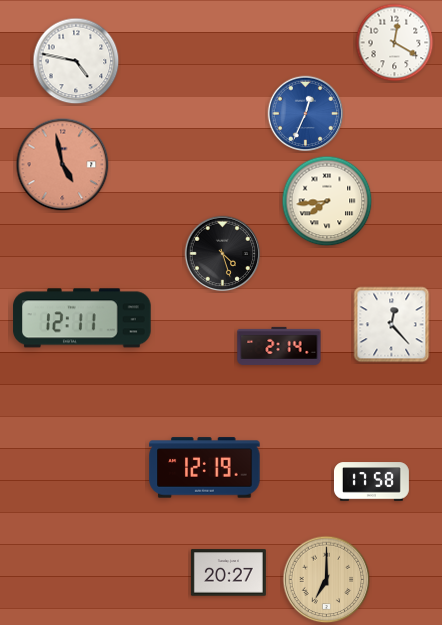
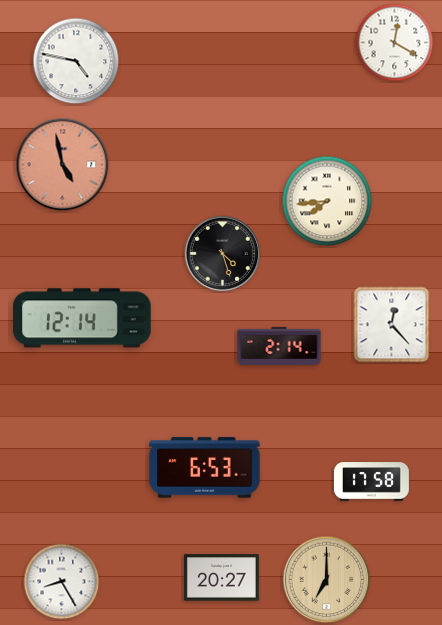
clock at (306, 114): 12:34 -> none
clock at (82, 318): 12:11 -> 12:14
clock at (205, 468): 12:19 -> 6:53
clock at (228, 573) position: (228, 573) -> (221, 578)
clock at (62, 582): none -> 8:25
